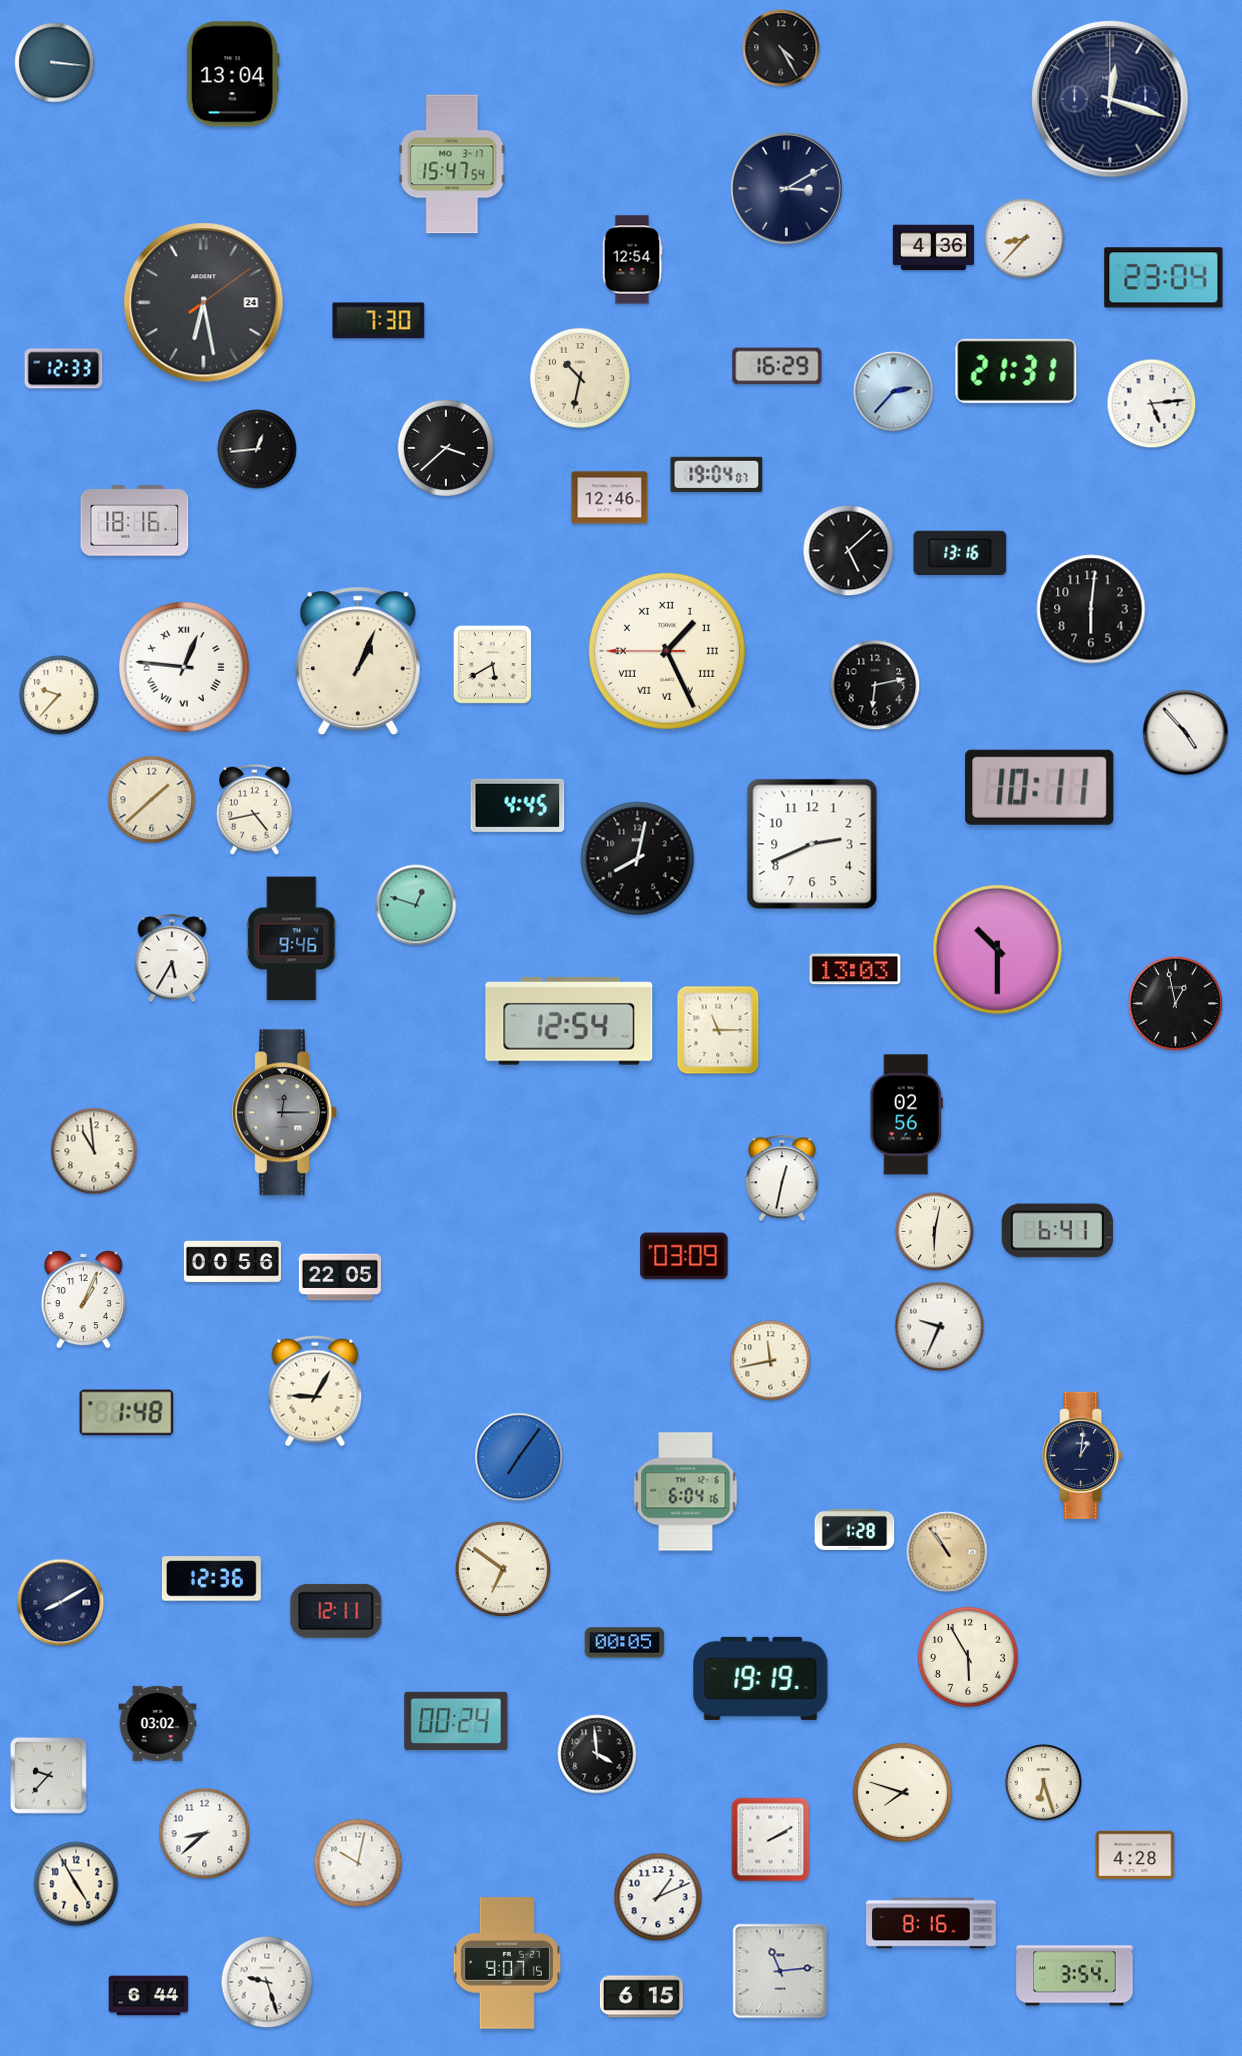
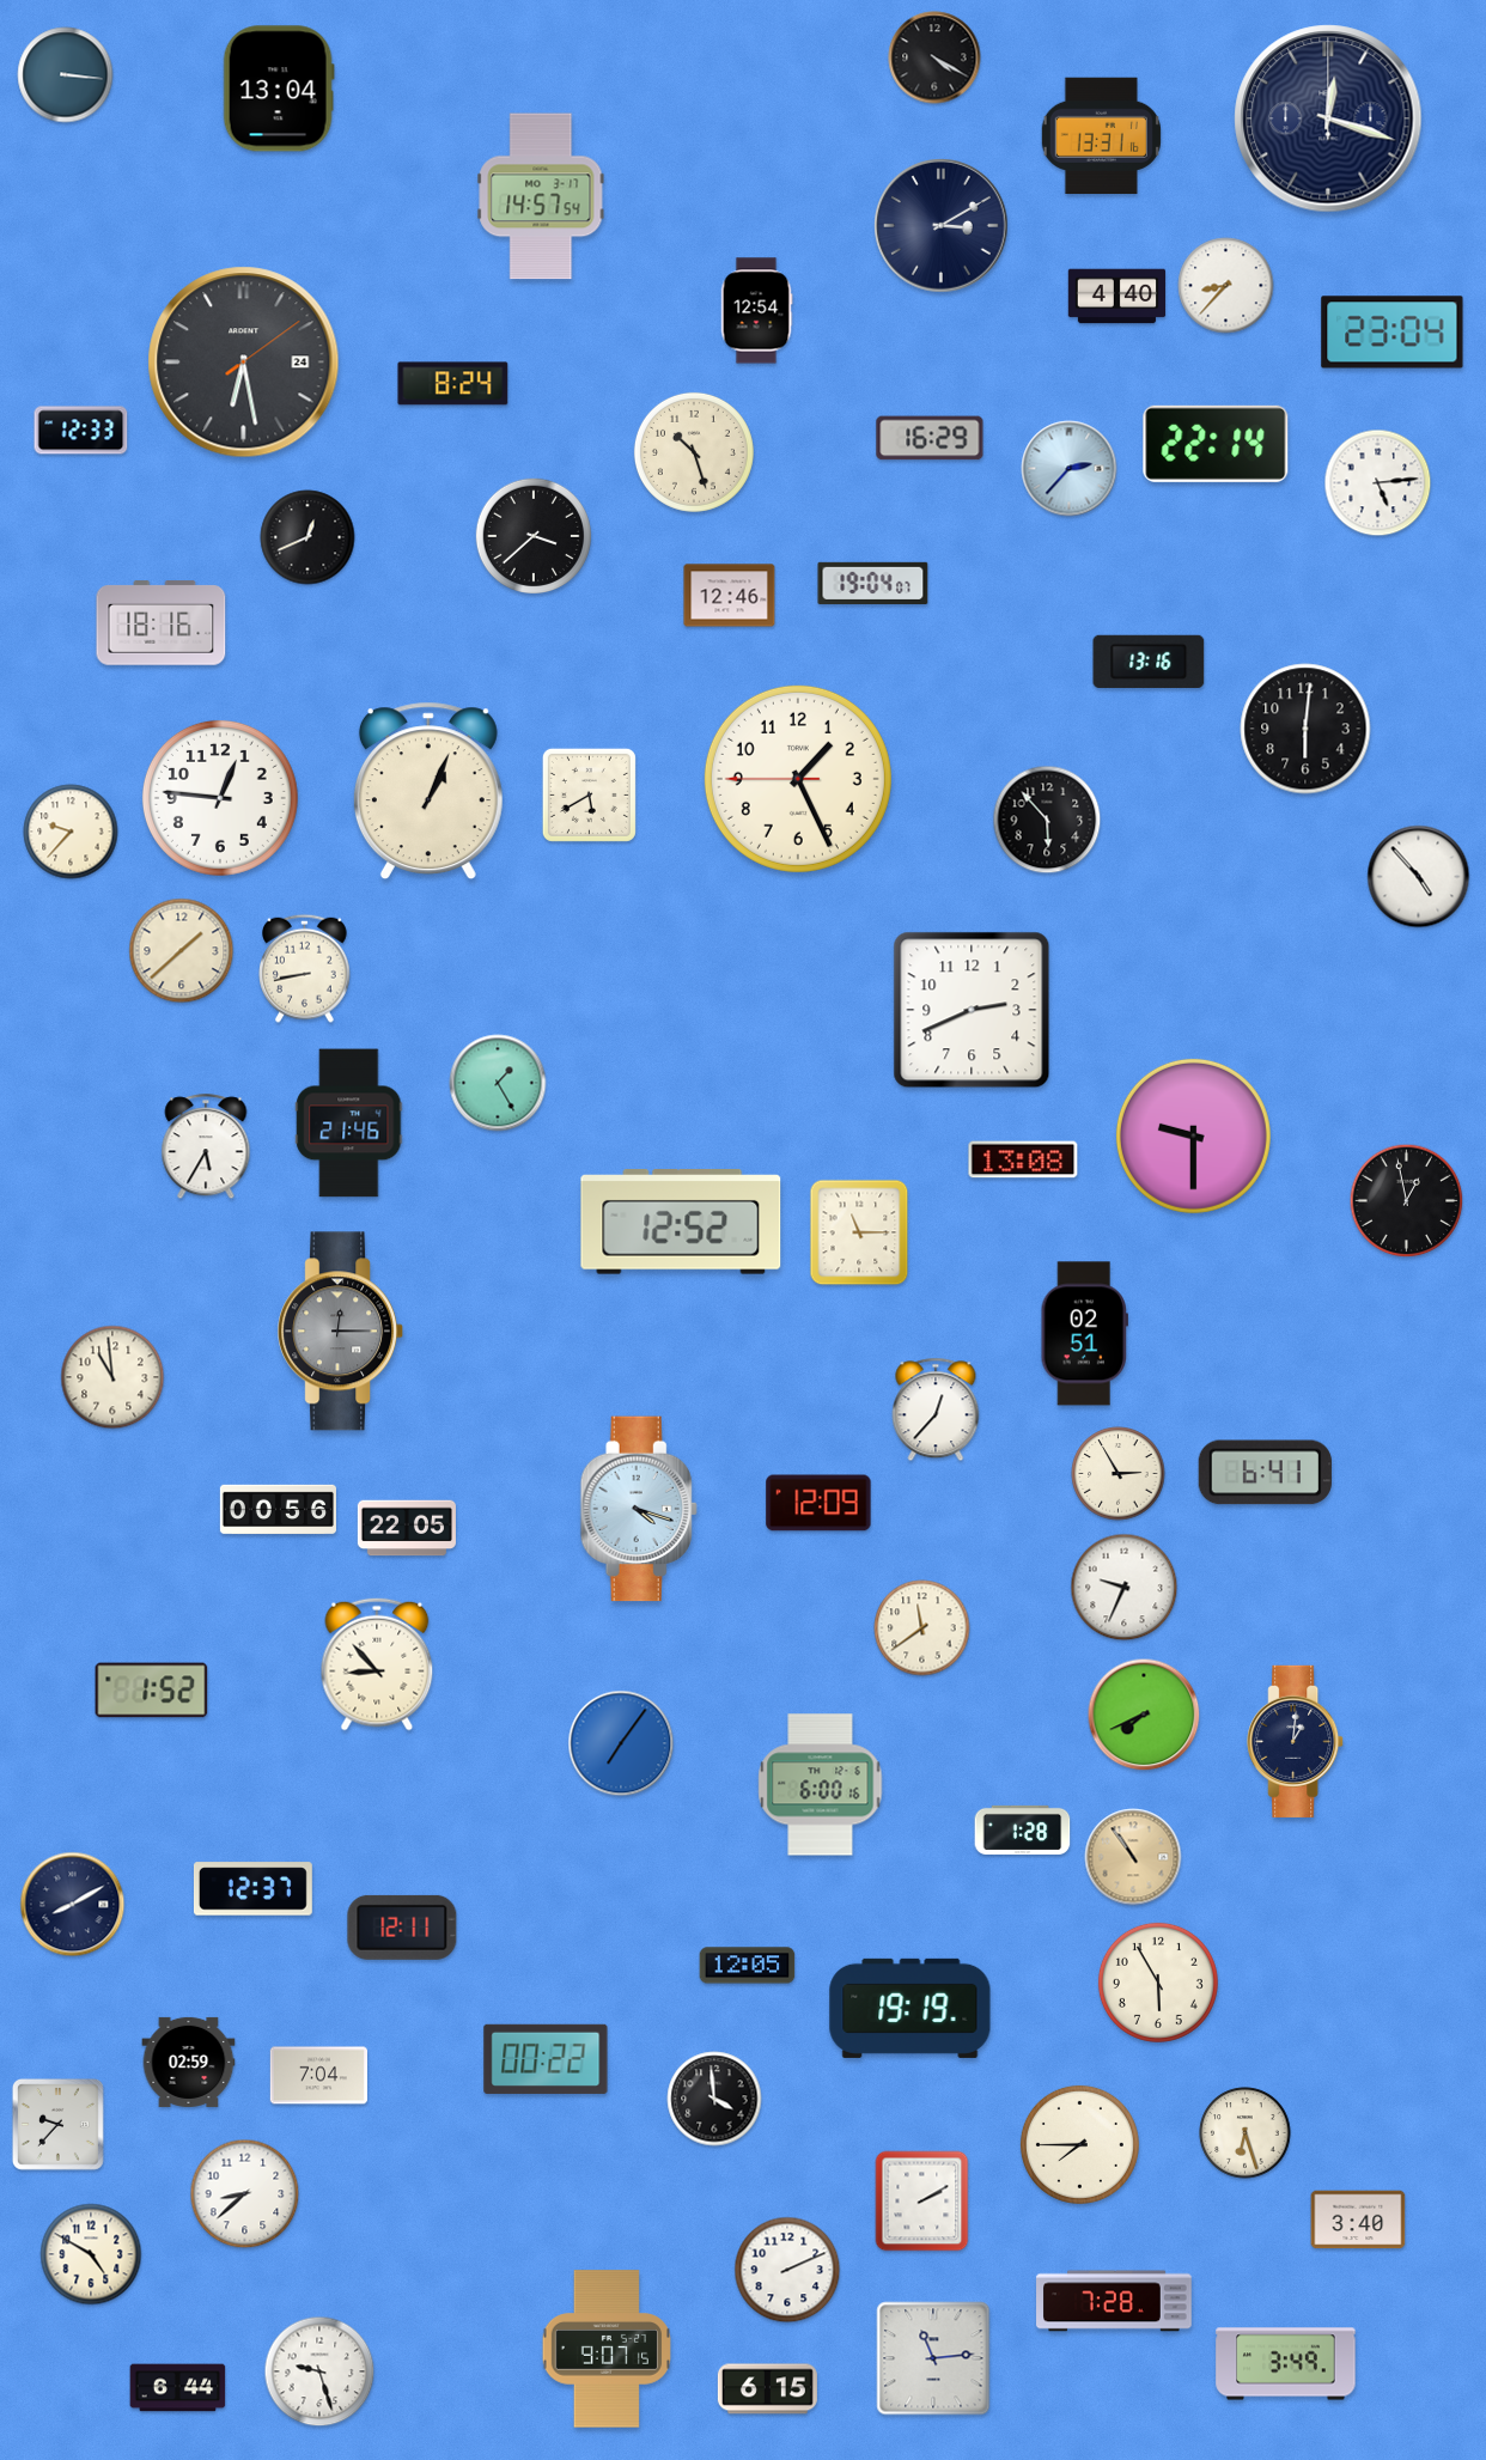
clock at (781, 48): 4:25 -> 4:20
clock at (1101, 136): none -> 13:31
clock at (452, 164): 15:47 -> 14:57
clock at (934, 248): 4:36 -> 4:40
clock at (379, 321): 7:30 -> 8:24
clock at (64, 369) position: (64, 369) -> (81, 431)
clock at (1016, 371): 21:31 -> 22:14
clock at (580, 378): 10:32 -> 10:27
clock at (257, 449): 12:44 -> 12:41
clock at (717, 474) position: (717, 474) -> (873, 583)
clock at (849, 551): 5:08 -> none
clock at (667, 651) numerals: Roman -> Arabic
clock at (184, 667) numerals: Roman -> Arabic
clock at (875, 685): 6:13 -> 5:53
clock at (1040, 787): 10:11 -> none
clock at (152, 800) position: (152, 800) -> (182, 951)
clock at (518, 805): 4:45 -> none
clock at (255, 809): 4:43 -> 8:43
clock at (638, 859): 8:02 -> none
clock at (416, 905): 12:48 -> 1:25
clock at (292, 939): 9:46 -> 21:46
clock at (997, 949): 10:30 -> 9:30
clock at (855, 969): 13:03 -> 13:08
clock at (569, 1022): 12:54 -> 12:52
clock at (906, 1115): 02:56 -> 02:51
clock at (782, 1178): 12:32 -> 12:37
clock at (935, 1232): 6:02 -> 2:55
clock at (684, 1256): 03:09 -> 12:09
clock at (639, 1509): none -> 4:18
clock at (83, 1299): 1:04 -> none
clock at (771, 1361): 11:43 -> 11:39
clock at (315, 1391): 9:05 -> 8:53
clock at (127, 1413): 1:48 -> 1:52
clock at (1144, 1715): none -> 7:41
clock at (686, 1492): 6:04 -> 6:00
clock at (503, 1569): 6:51 -> none
clock at (211, 1579): 12:36 -> 12:37
clock at (61, 1603) position: (61, 1603) -> (73, 1905)
clock at (625, 1643): 00:05 -> 12:05
clock at (456, 1721): 00:24 -> 00:22
clock at (158, 1723): 03:02 -> 02:59
clock at (318, 2076): none -> 7:04
clock at (1044, 1783) position: (1044, 1783) -> (1246, 2133)
clock at (902, 1792): 7:48 -> 7:45
clock at (1135, 1855): 4:28 -> 3:40
clock at (358, 1863): 10:02 -> none
clock at (76, 1884): 4:55 -> 4:50
clock at (658, 1897): 1:11 -> 2:11
clock at (931, 1923): 8:16 -> 7:28
clock at (1075, 1976): 3:54 -> 3:49
